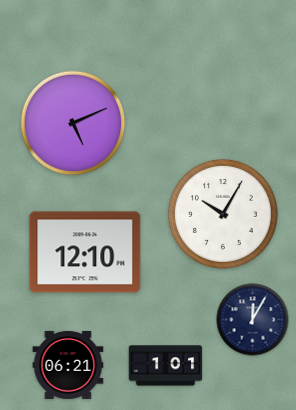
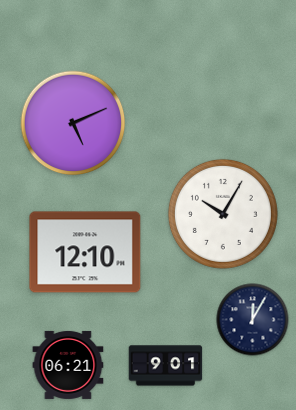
clock at (166, 366): 1:01 -> 9:01
